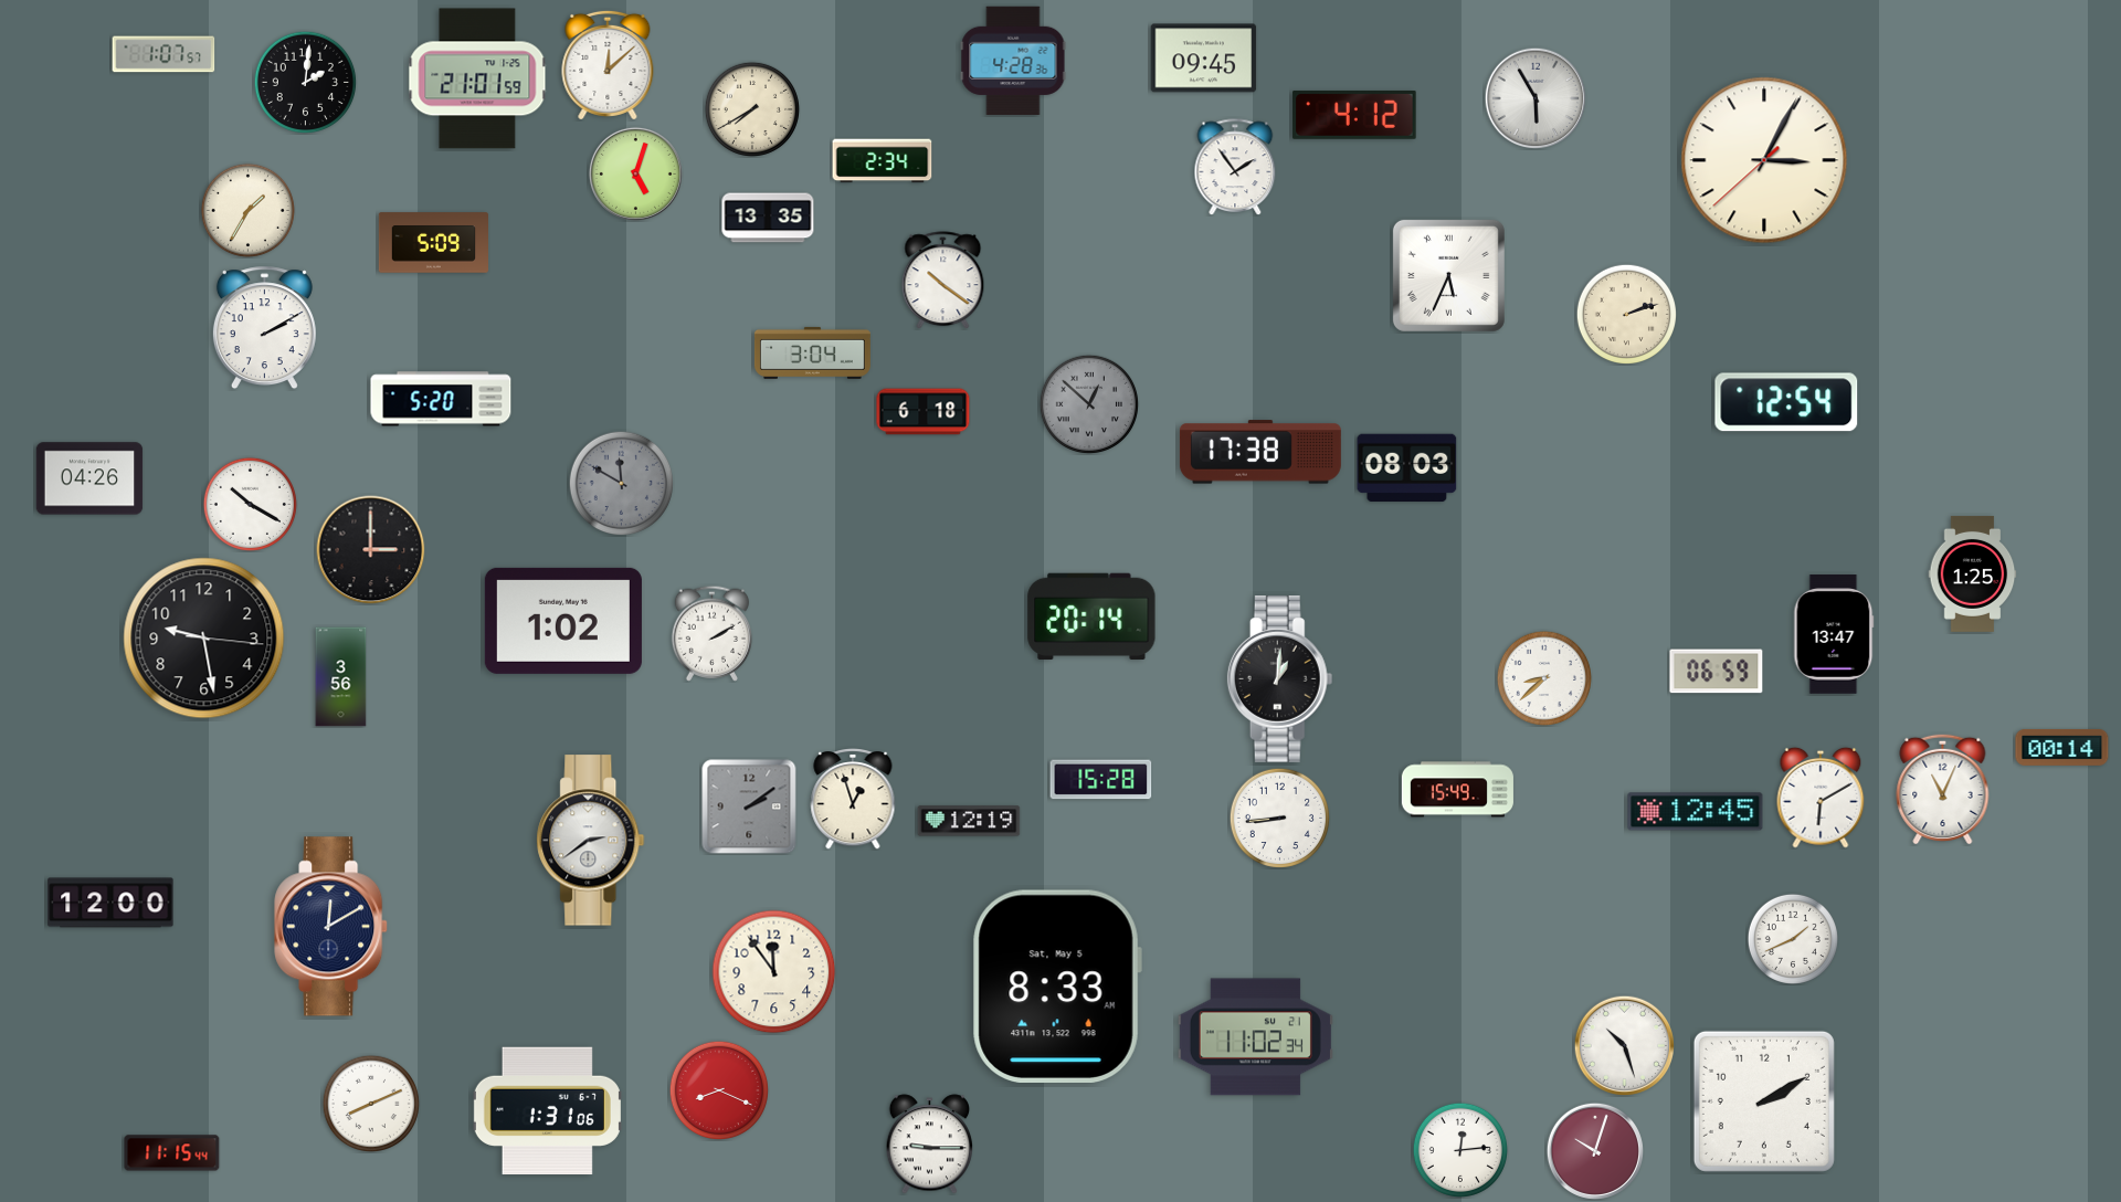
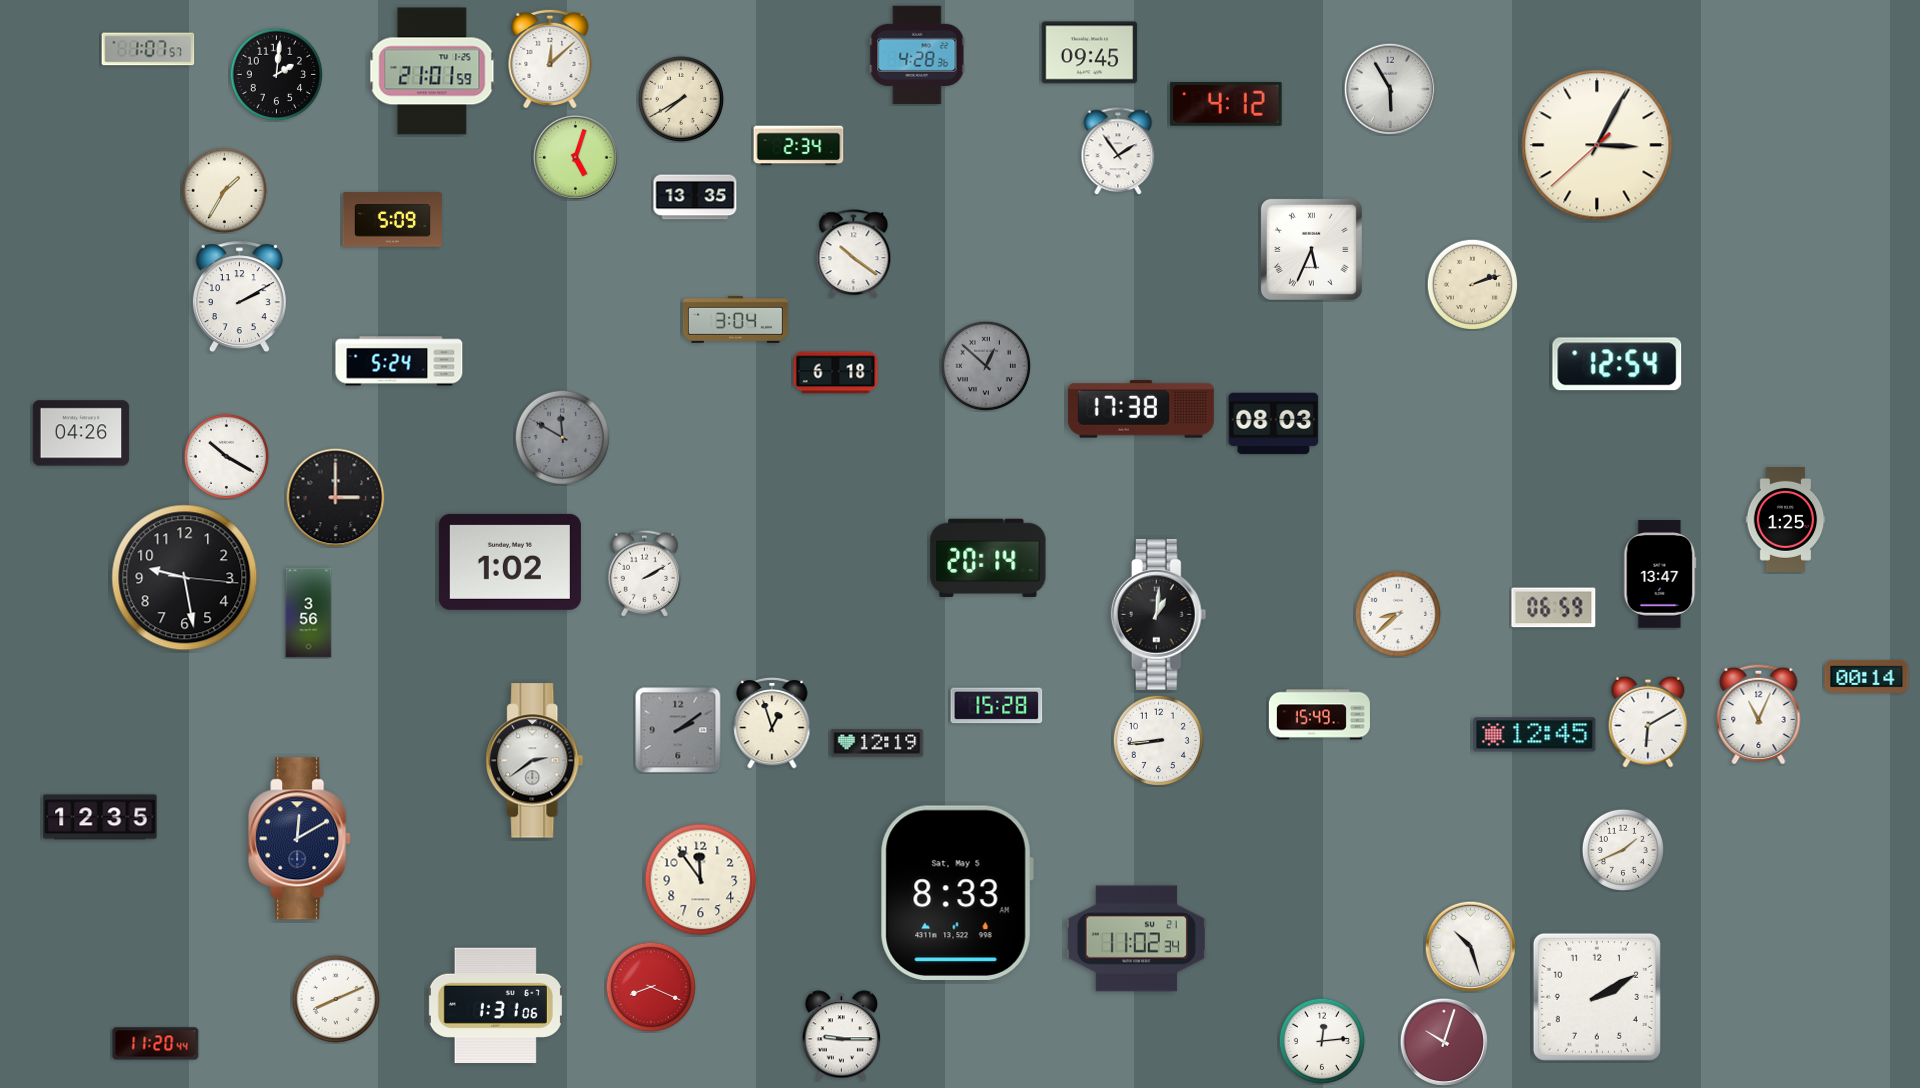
clock at (441, 399): 5:20 -> 5:24
clock at (110, 903): 12:00 -> 12:35
clock at (172, 1153): 11:15 -> 11:20
